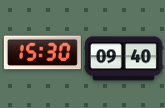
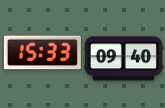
clock at (42, 53): 15:30 -> 15:33
